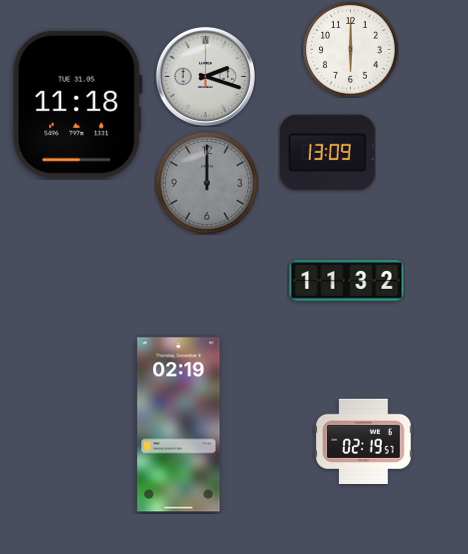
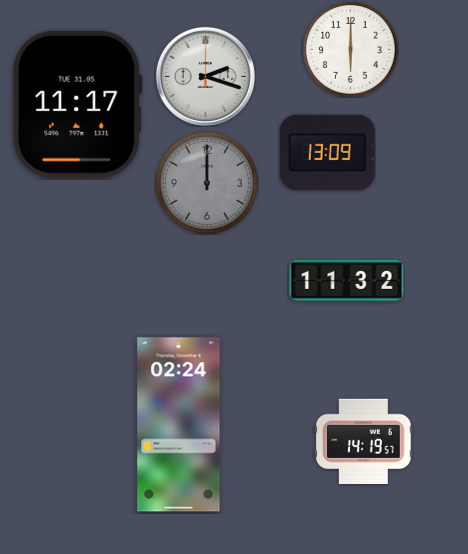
clock at (78, 104): 11:18 -> 11:17
clock at (179, 425): 02:19 -> 02:24
clock at (364, 441): 02:19 -> 14:19
